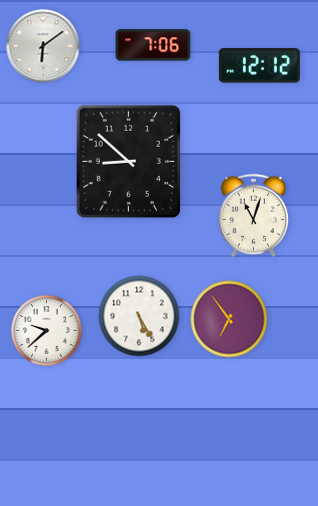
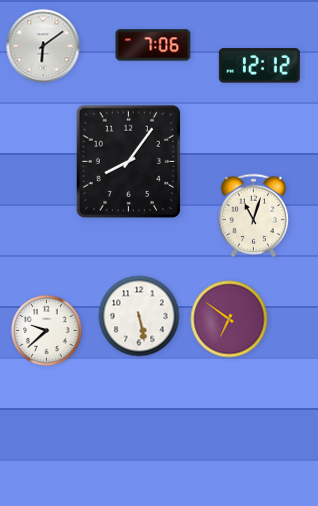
clock at (128, 161): 8:52 -> 8:06
clock at (139, 316): 5:25 -> 5:28
clock at (229, 319): 6:54 -> 6:51
